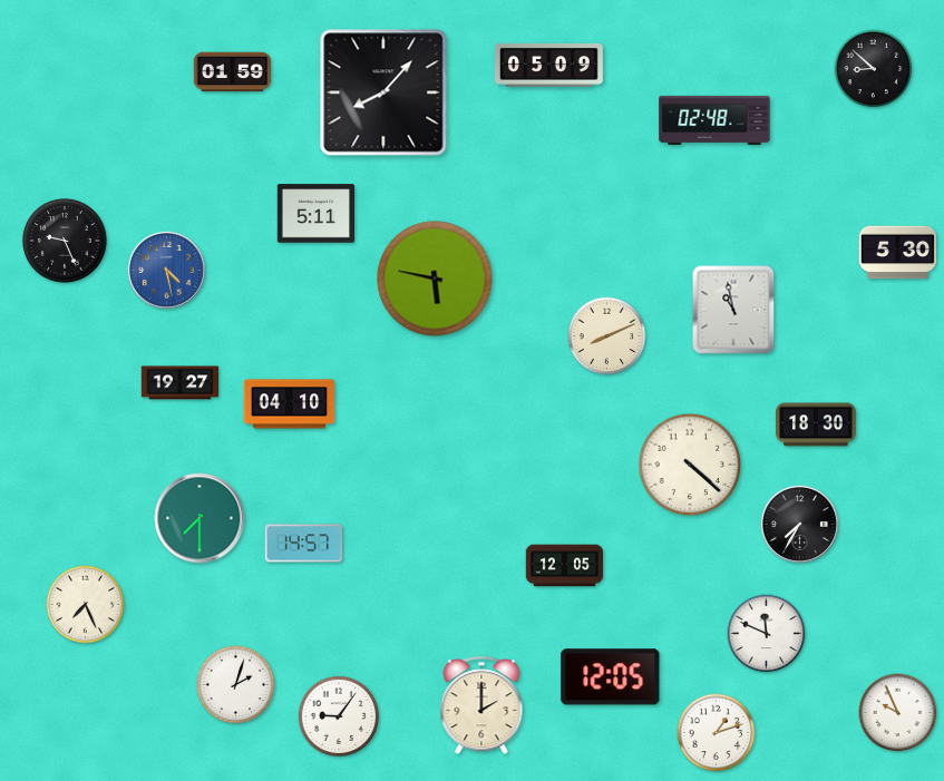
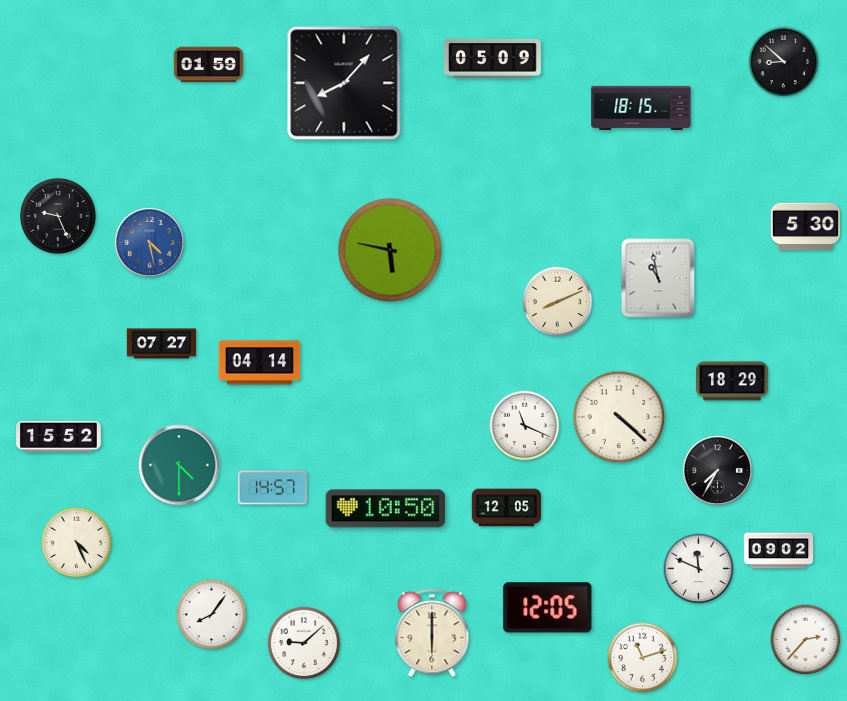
clock at (714, 120): 02:48 -> 18:15
clock at (315, 214): 5:11 -> none
clock at (607, 336) position: (607, 336) -> (558, 302)
clock at (181, 383): 19:27 -> 07:27
clock at (290, 404): 04:10 -> 04:14
clock at (816, 424): 18:30 -> 18:29
clock at (525, 426): none -> 11:19
clock at (59, 436): none -> 15:52
clock at (199, 518): 7:30 -> 4:30
clock at (386, 509): none -> 10:50
clock at (86, 605): 7:26 -> 4:26
clock at (779, 551): none -> 09:02
clock at (767, 634) position: (767, 634) -> (699, 569)
clock at (236, 685): 2:03 -> 8:06
clock at (481, 706): 2:00 -> 6:00
clock at (898, 713): 9:56 -> 2:37
clock at (339, 716): 9:06 -> 9:08
clock at (717, 733): 1:12 -> 11:12
